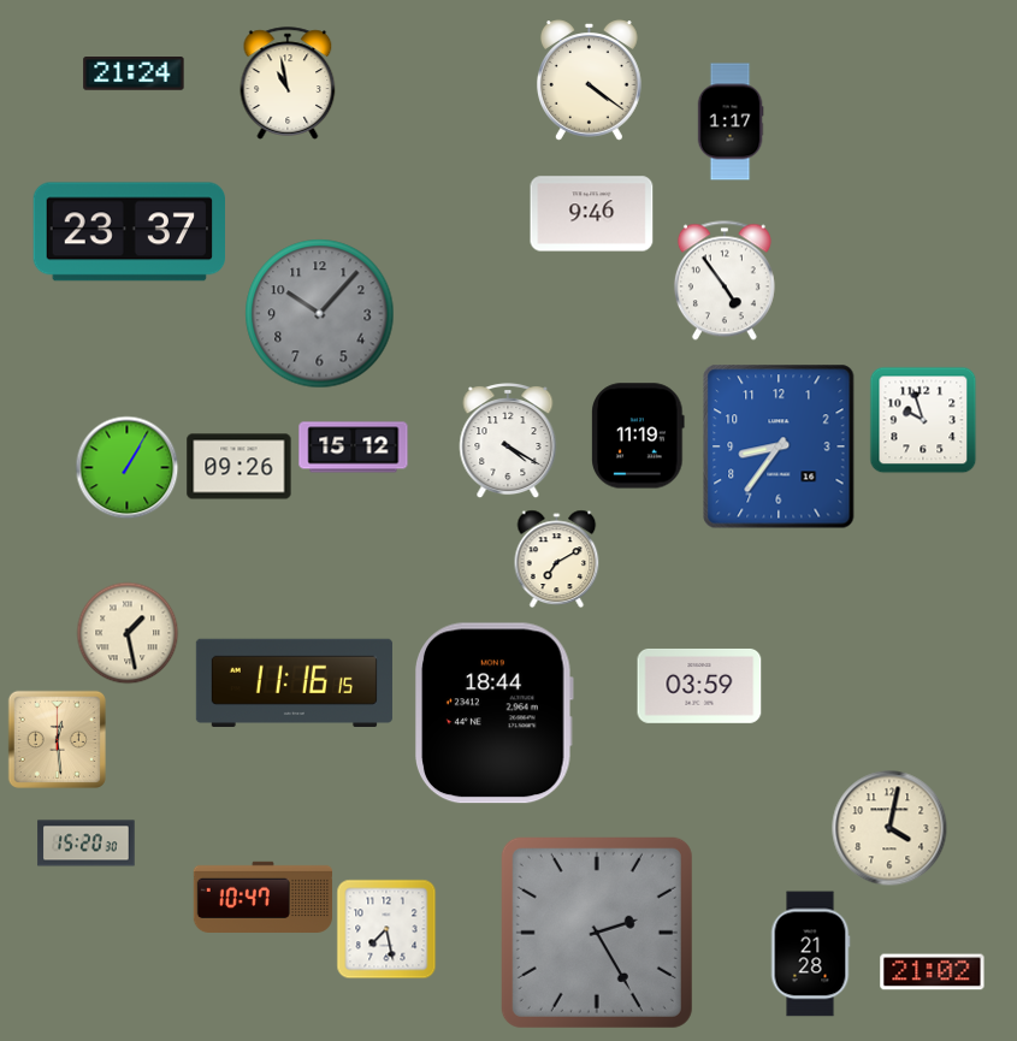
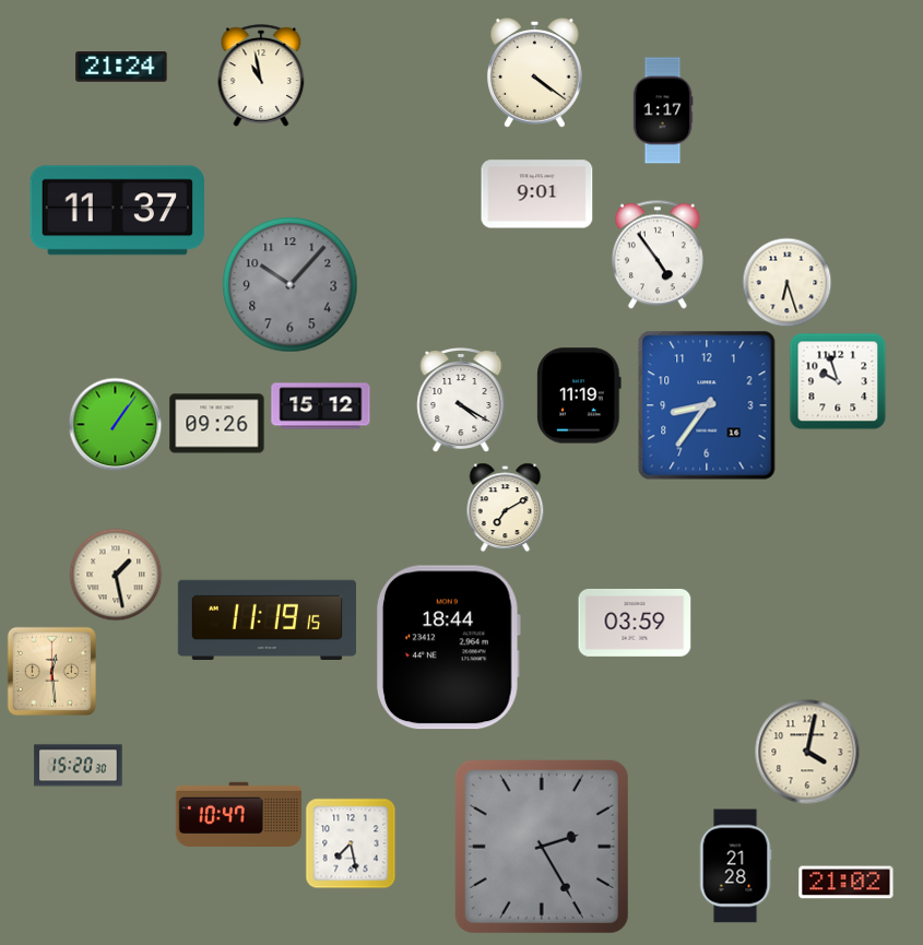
clock at (592, 214): 9:46 -> 9:01
clock at (129, 232): 23:37 -> 11:37
clock at (786, 282): none -> 6:27
clock at (126, 467): 1:05 -> 1:06
clock at (294, 682): 11:16 -> 11:19
